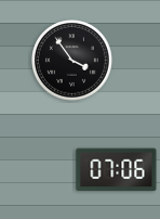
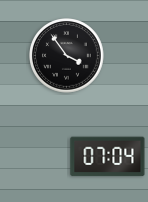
clock at (117, 170): 07:06 -> 07:04
